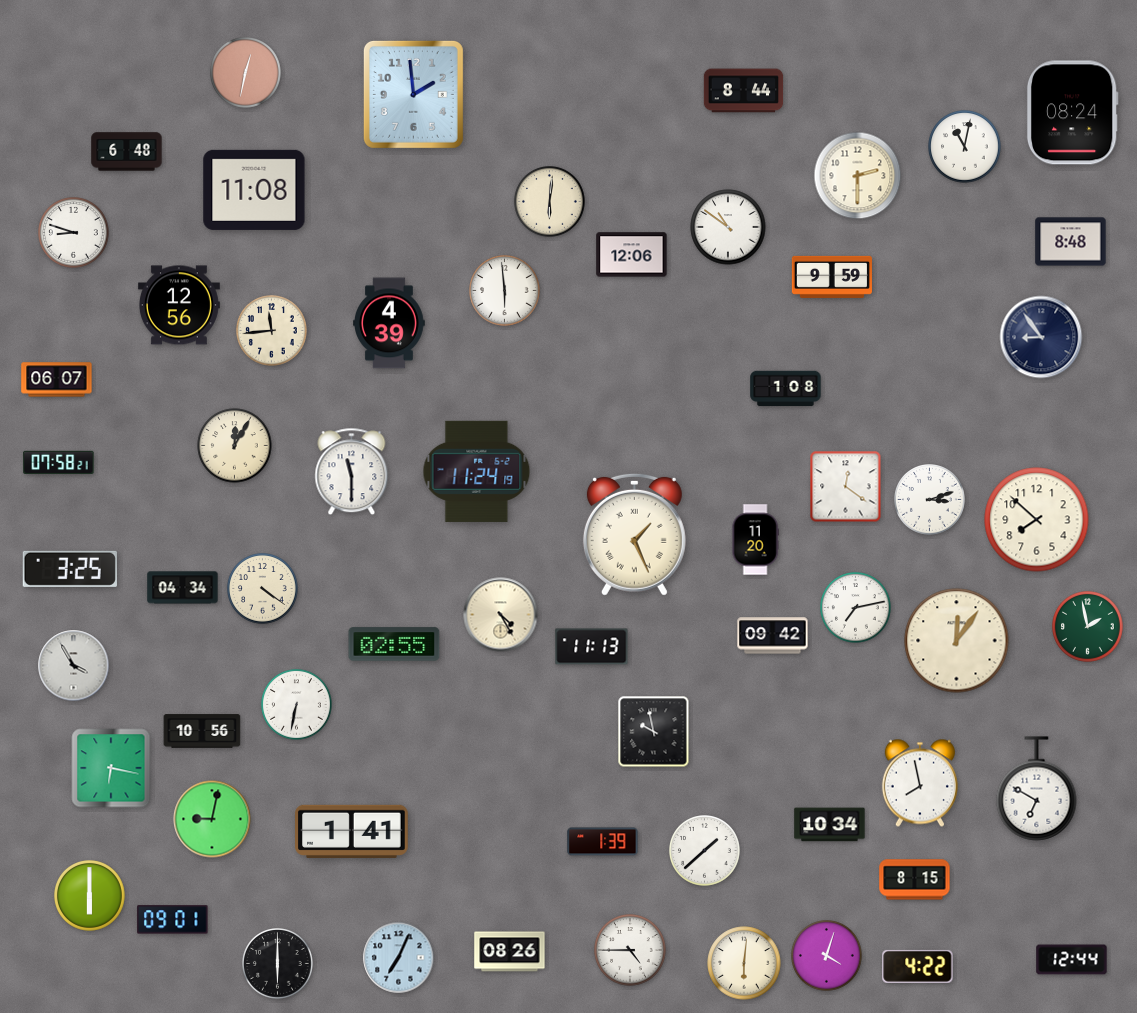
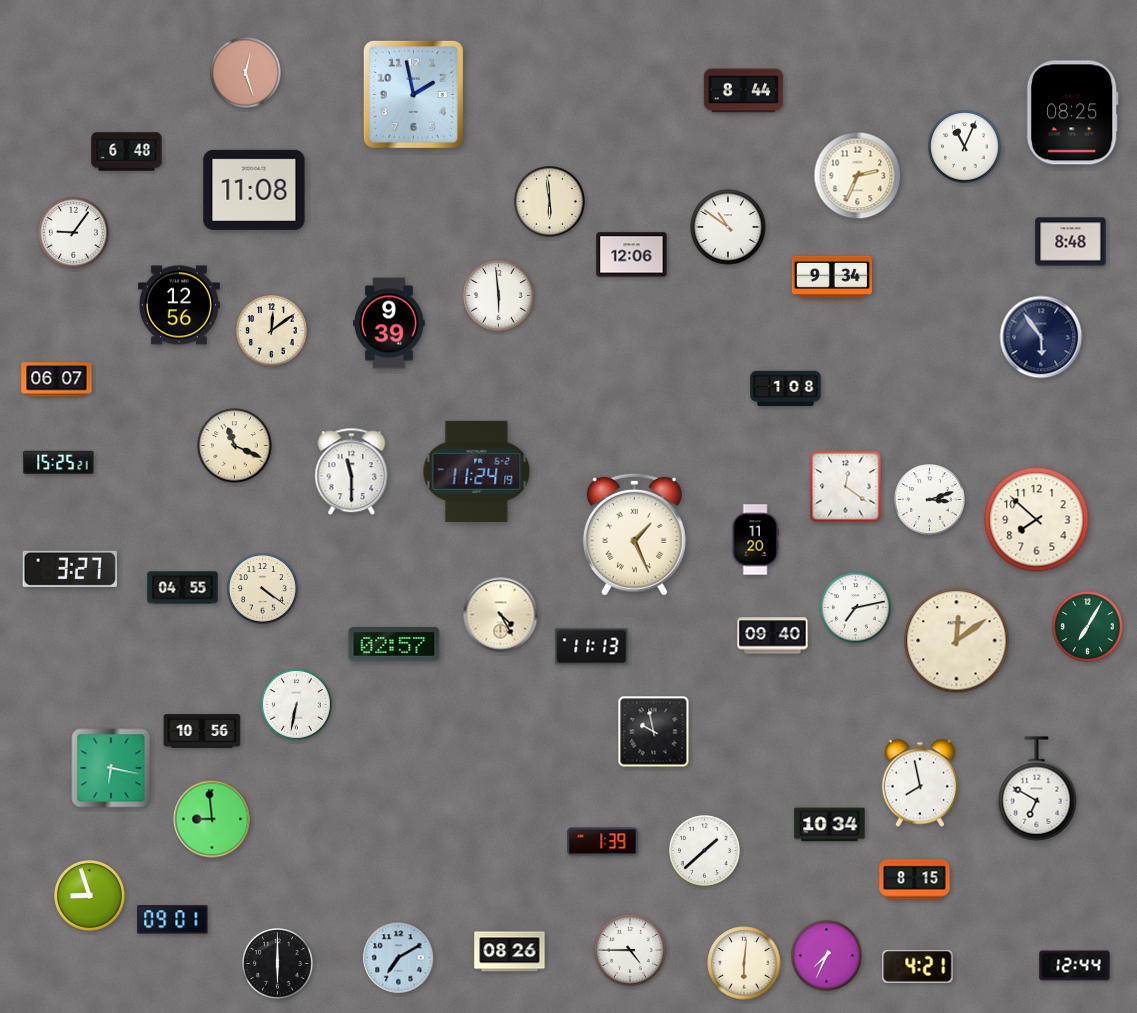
clock at (246, 73): 12:32 -> 12:27
clock at (413, 94): 1:59 -> 1:58
clock at (1072, 113): 08:24 -> 08:25
clock at (965, 147): 11:02 -> 11:04
clock at (858, 176): 2:30 -> 2:34
clock at (550, 202): 6:01 -> 5:59
clock at (74, 233): 8:48 -> 9:06
clock at (832, 277): 9:59 -> 9:34
clock at (505, 291) position: (505, 291) -> (499, 296)
clock at (390, 323): 4:39 -> 9:39
clock at (272, 331): 11:44 -> 12:09
clock at (1041, 337): 8:54 -> 5:54
clock at (235, 446): 12:05 -> 11:19
clock at (59, 462): 07:58 -> 15:25
clock at (70, 569): 3:25 -> 3:27
clock at (183, 588): 04:34 -> 04:55
clock at (1088, 627): 1:58 -> 7:05
clock at (773, 636): 09:42 -> 09:40
clock at (957, 641): 12:06 -> 12:09
clock at (394, 644): 02:55 -> 02:57
clock at (74, 666): 3:55 -> none
clock at (212, 819): 9:02 -> 8:59
clock at (352, 831): 1:41 -> none
clock at (90, 896): 6:00 -> 8:57
clock at (827, 956): 4:03 -> 7:34
clock at (399, 958): 7:04 -> 7:10
clock at (1072, 960) position: (1072, 960) -> (1075, 966)
clock at (918, 966): 4:22 -> 4:21
